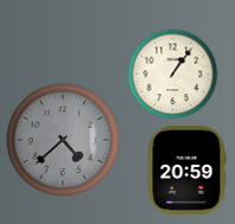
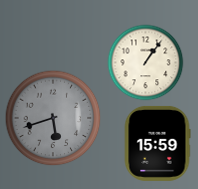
clock at (63, 140): 4:38 -> 5:42
clock at (186, 169): 20:59 -> 15:59
